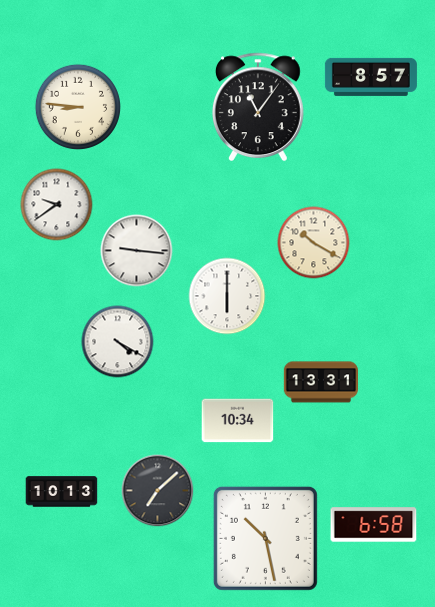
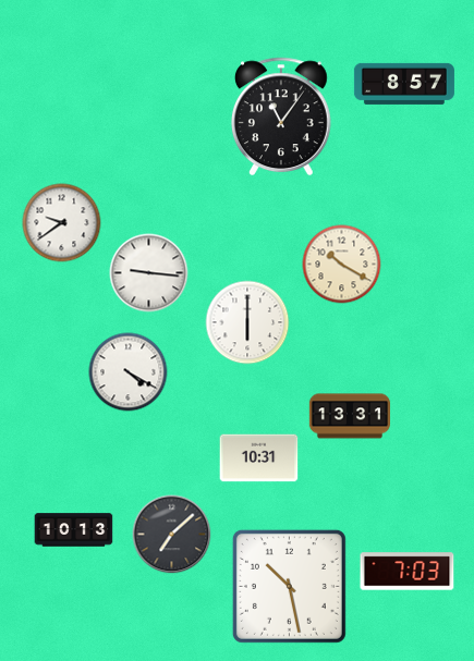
clock at (78, 107): 8:46 -> none
clock at (238, 421): 10:34 -> 10:31
clock at (62, 492) position: (62, 492) -> (74, 530)
clock at (374, 525): 6:58 -> 7:03
